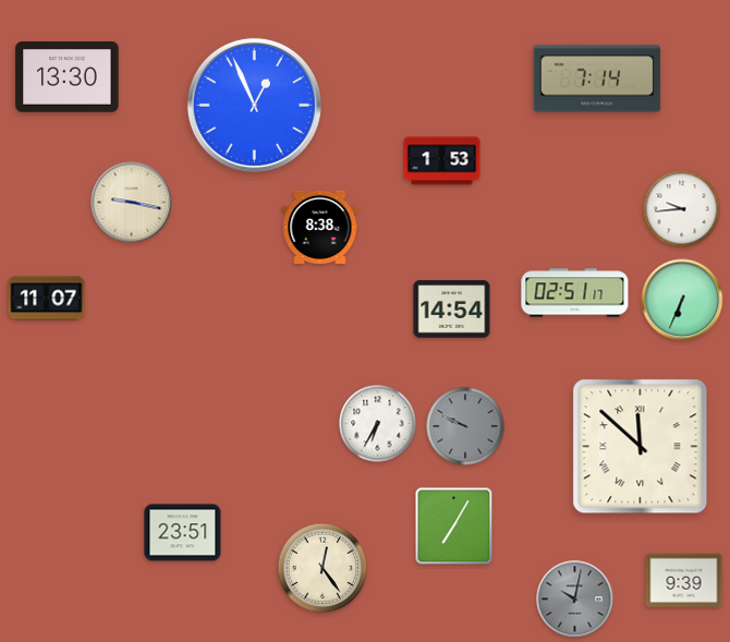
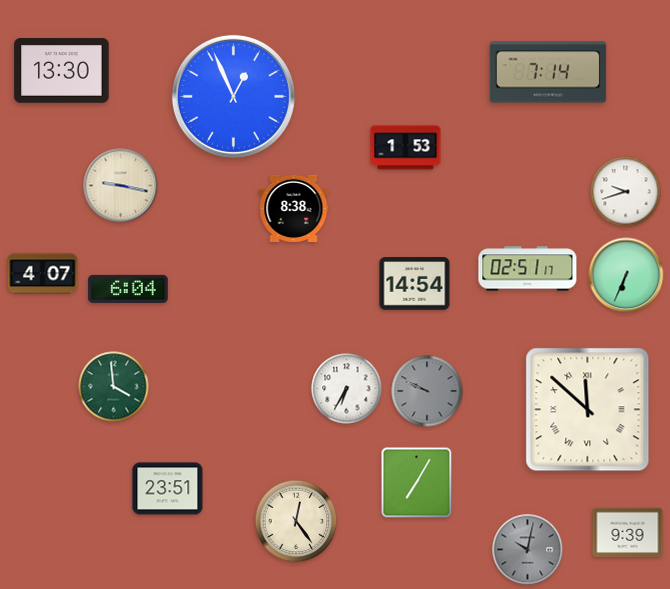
clock at (682, 209): 9:44 -> 9:42
clock at (47, 299): 11:07 -> 4:07
clock at (128, 289): none -> 6:04
clock at (114, 387): none -> 3:59
